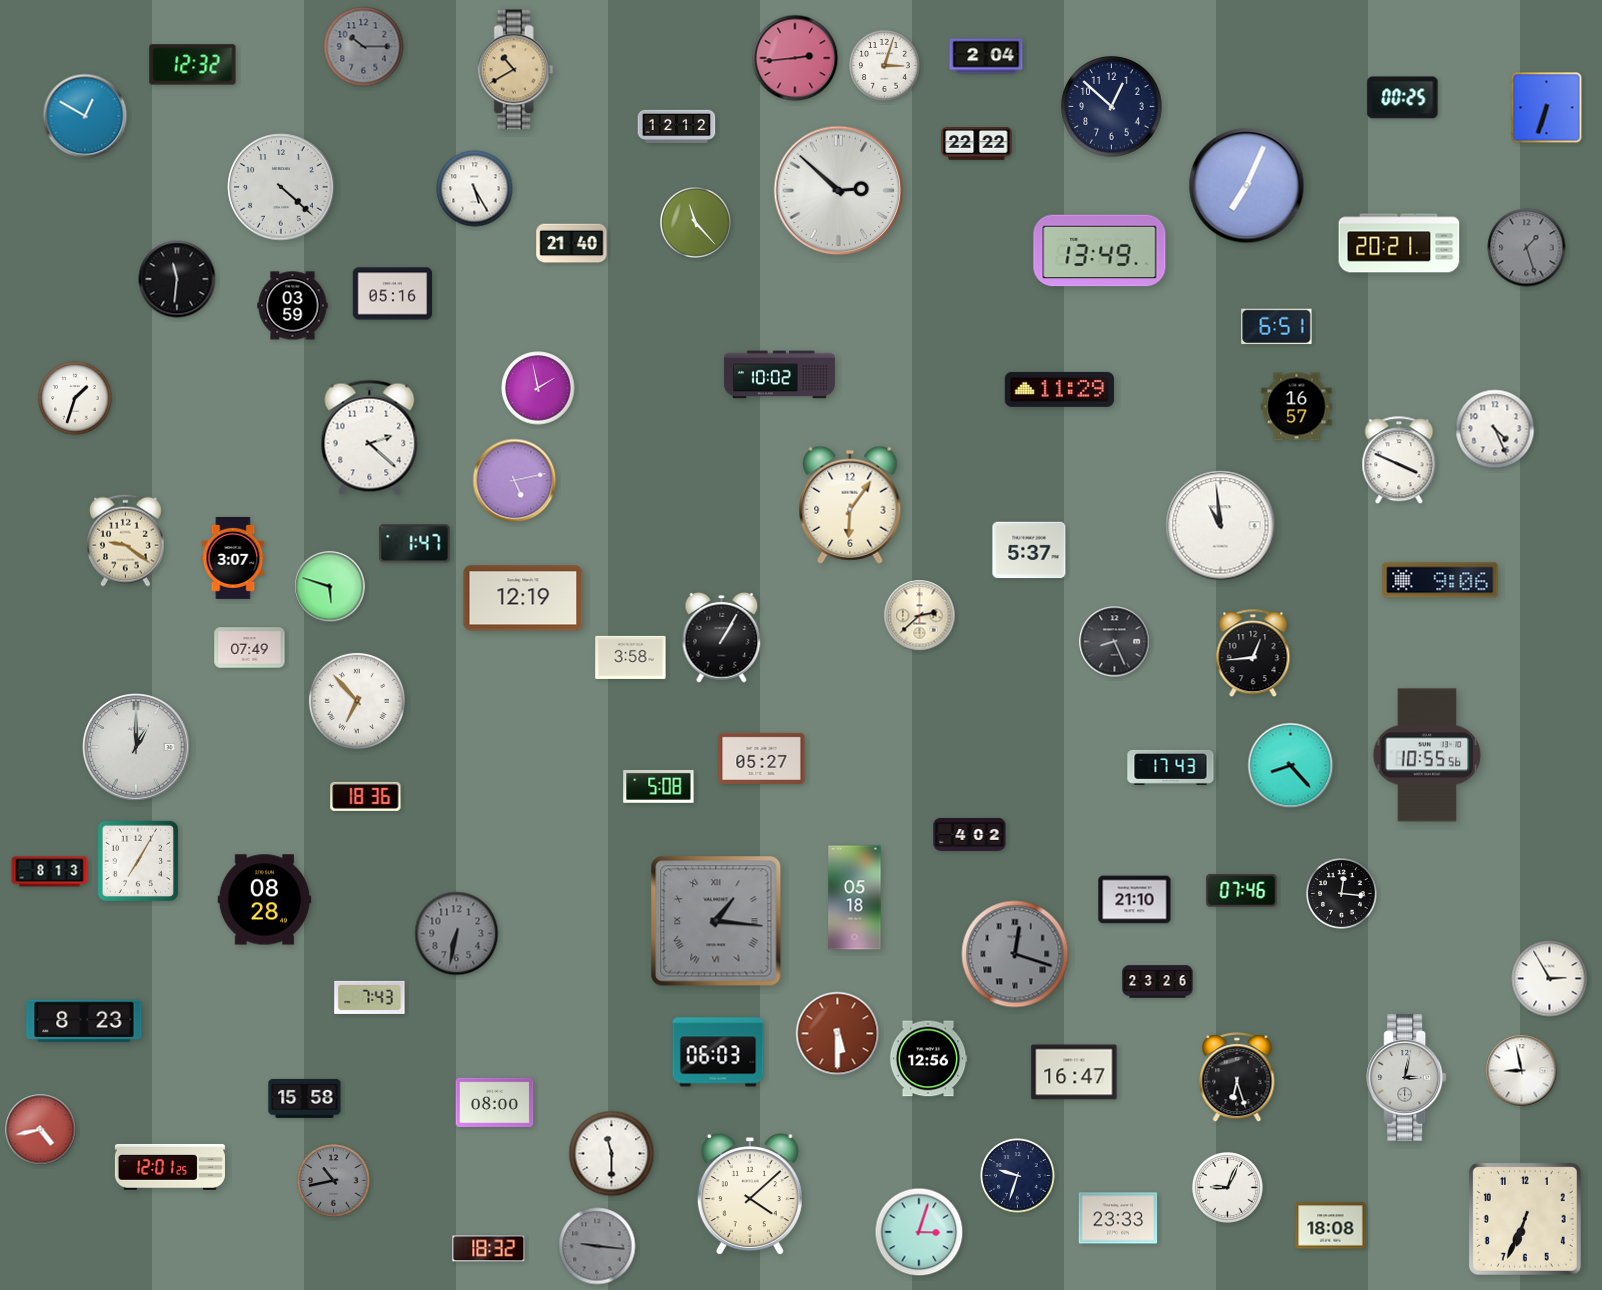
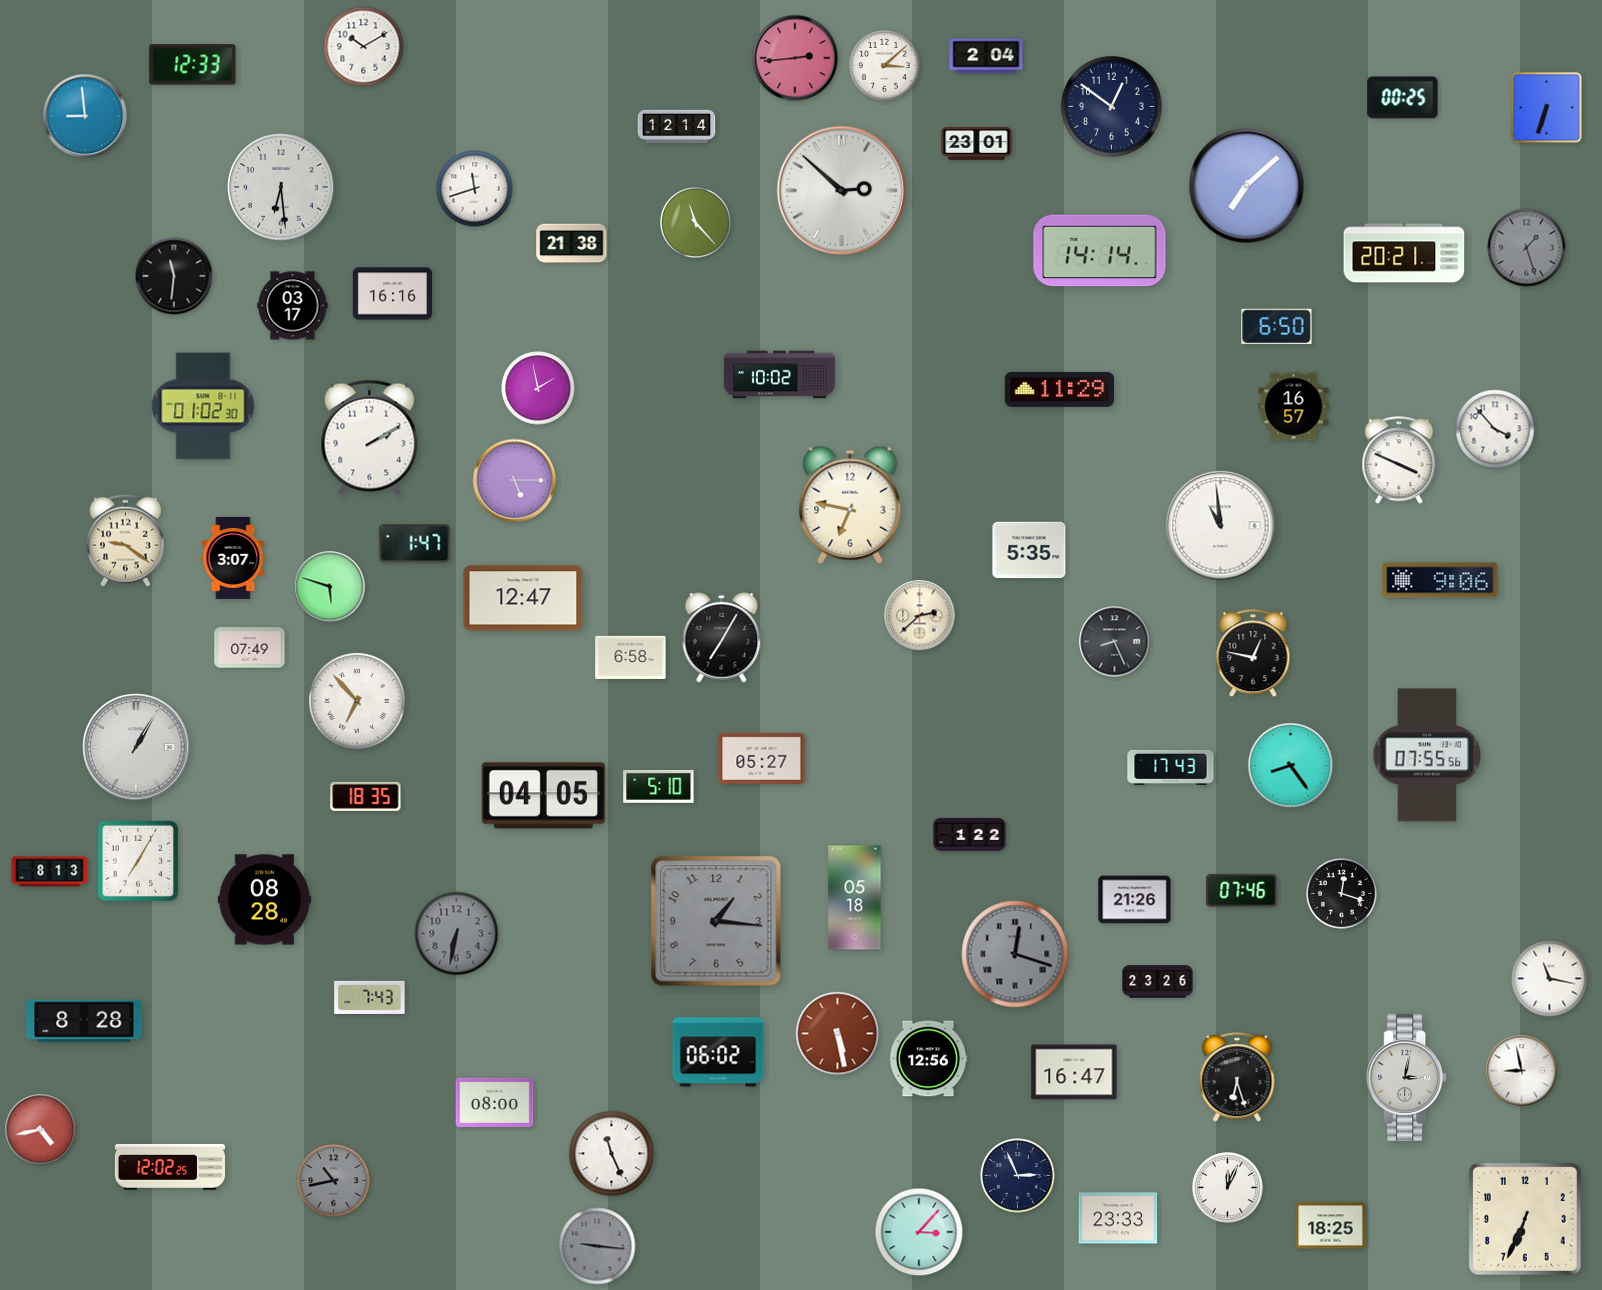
clock at (364, 47): 10:15 -> 10:10
clock at (364, 47) dial: grey -> white
clock at (193, 65): 12:32 -> 12:33
clock at (885, 66): 3:03 -> 3:08
clock at (515, 70): 10:40 -> none
clock at (1112, 107): 12:52 -> 12:51
clock at (85, 116): 12:50 -> 8:59
clock at (677, 127): 12:12 -> 12:14
clock at (977, 144): 22:22 -> 23:01
clock at (1247, 186): 7:04 -> 7:08
clock at (281, 187): 4:22 -> 6:29
clock at (475, 189): 5:25 -> 11:42
clock at (839, 191) position: (839, 191) -> (842, 191)
clock at (1399, 243) position: (1399, 243) -> (1404, 253)
clock at (572, 244): 21:40 -> 21:38
clock at (1100, 251): 13:49 -> 14:14
clock at (177, 279) position: (177, 279) -> (174, 276)
clock at (393, 294): 05:16 -> 16:16
clock at (293, 306): 03:59 -> 03:17
clock at (1277, 327): 6:51 -> 6:50
clock at (75, 398): 1:33 -> none
clock at (203, 406): none -> 01:02
clock at (1297, 407) position: (1297, 407) -> (1294, 407)
clock at (1495, 429): 4:26 -> 3:53
clock at (370, 438): 2:22 -> 2:10
clock at (515, 481): 5:13 -> 5:15
clock at (850, 505): 6:06 -> 6:47
clock at (1029, 550): 5:37 -> 5:35
clock at (523, 598): 12:19 -> 12:47
clock at (722, 637): 1:05 -> 7:05
clock at (1253, 654): 12:44 -> 12:47
clock at (631, 657): 3:58 -> 6:58
clock at (136, 747): 1:00 -> 1:05
clock at (1427, 755): 10:55 -> 07:55
clock at (1291, 766): 8:23 -> 8:24
clock at (659, 786): 5:08 -> 5:10
clock at (366, 796): 18:36 -> 18:35
clock at (543, 796): none -> 04:05
clock at (970, 834): 4:02 -> 1:22
clock at (1342, 894): 12:16 -> 12:18
clock at (1135, 900): 21:10 -> 21:26
clock at (716, 921) numerals: Roman -> Arabic
clock at (1550, 979): 2:55 -> 11:17
clock at (84, 1021): 8:23 -> 8:28
clock at (838, 1034): 5:30 -> 5:28
clock at (718, 1052): 06:03 -> 06:02
clock at (305, 1098): 15:58 -> none
clock at (612, 1154): 11:30 -> 11:26
clock at (170, 1167): 12:01 -> 12:02
clock at (1018, 1176): 9:33 -> 2:56
clock at (1228, 1188): 9:04 -> 12:04
clock at (750, 1195): 4:08 -> none
clock at (1331, 1226): 18:08 -> 18:25
clock at (919, 1232): 3:03 -> 3:07
clock at (489, 1249): 18:32 -> none
